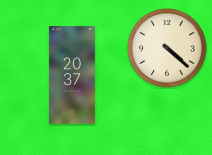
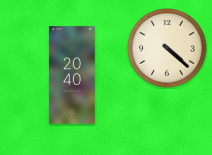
clock at (72, 75): 20:37 -> 20:40
